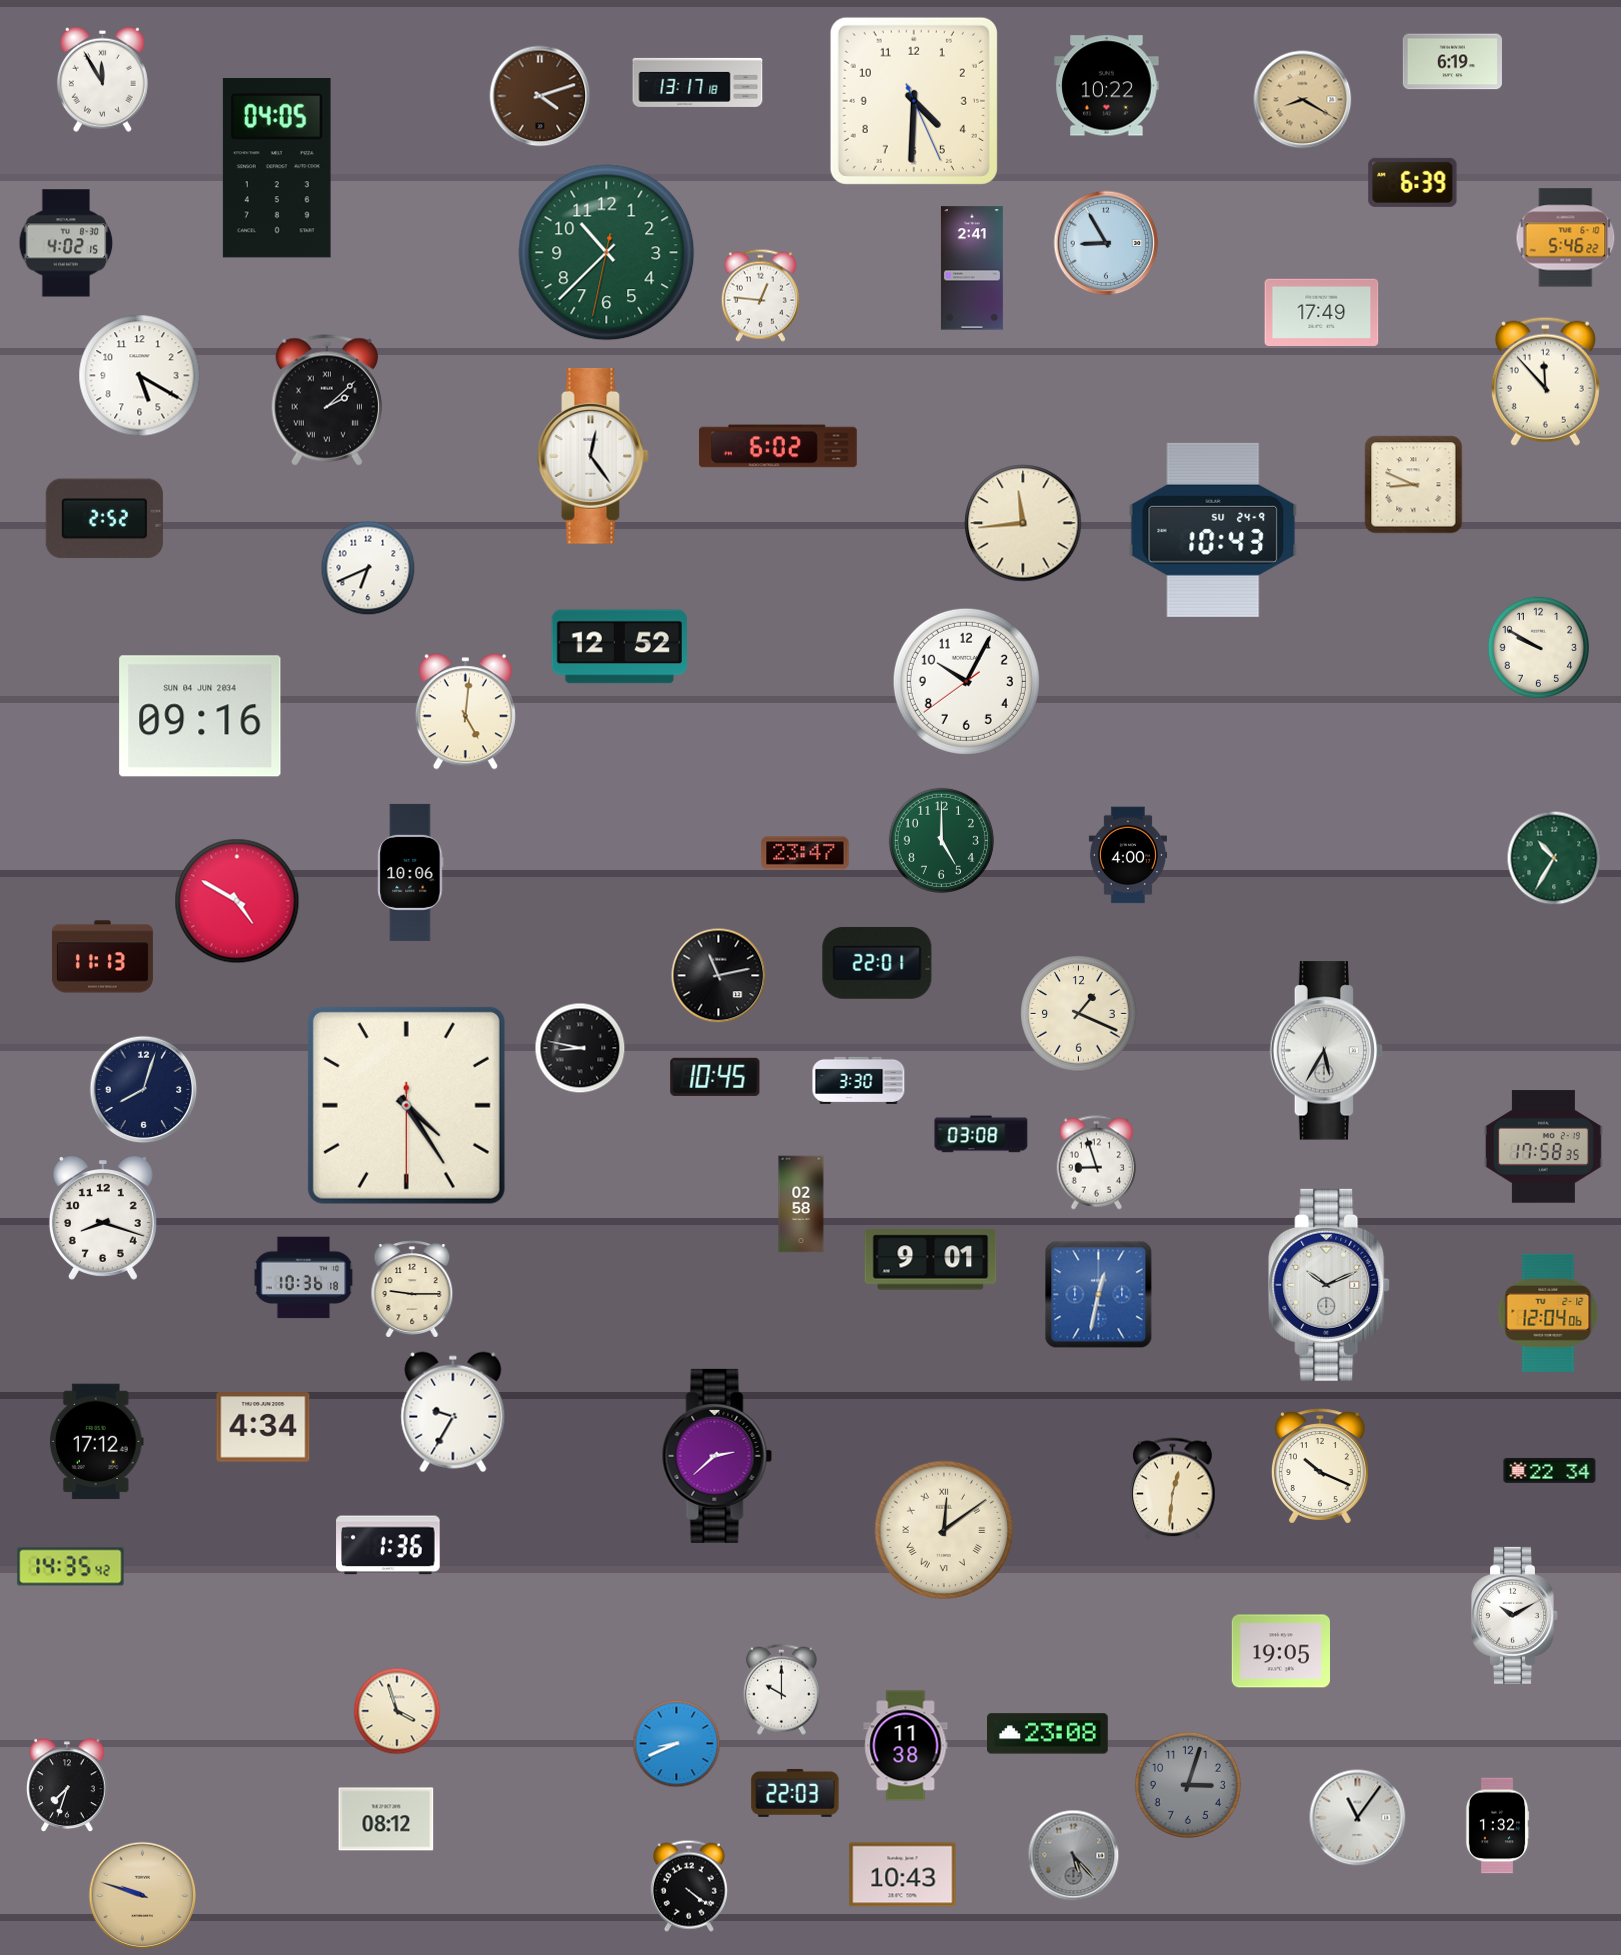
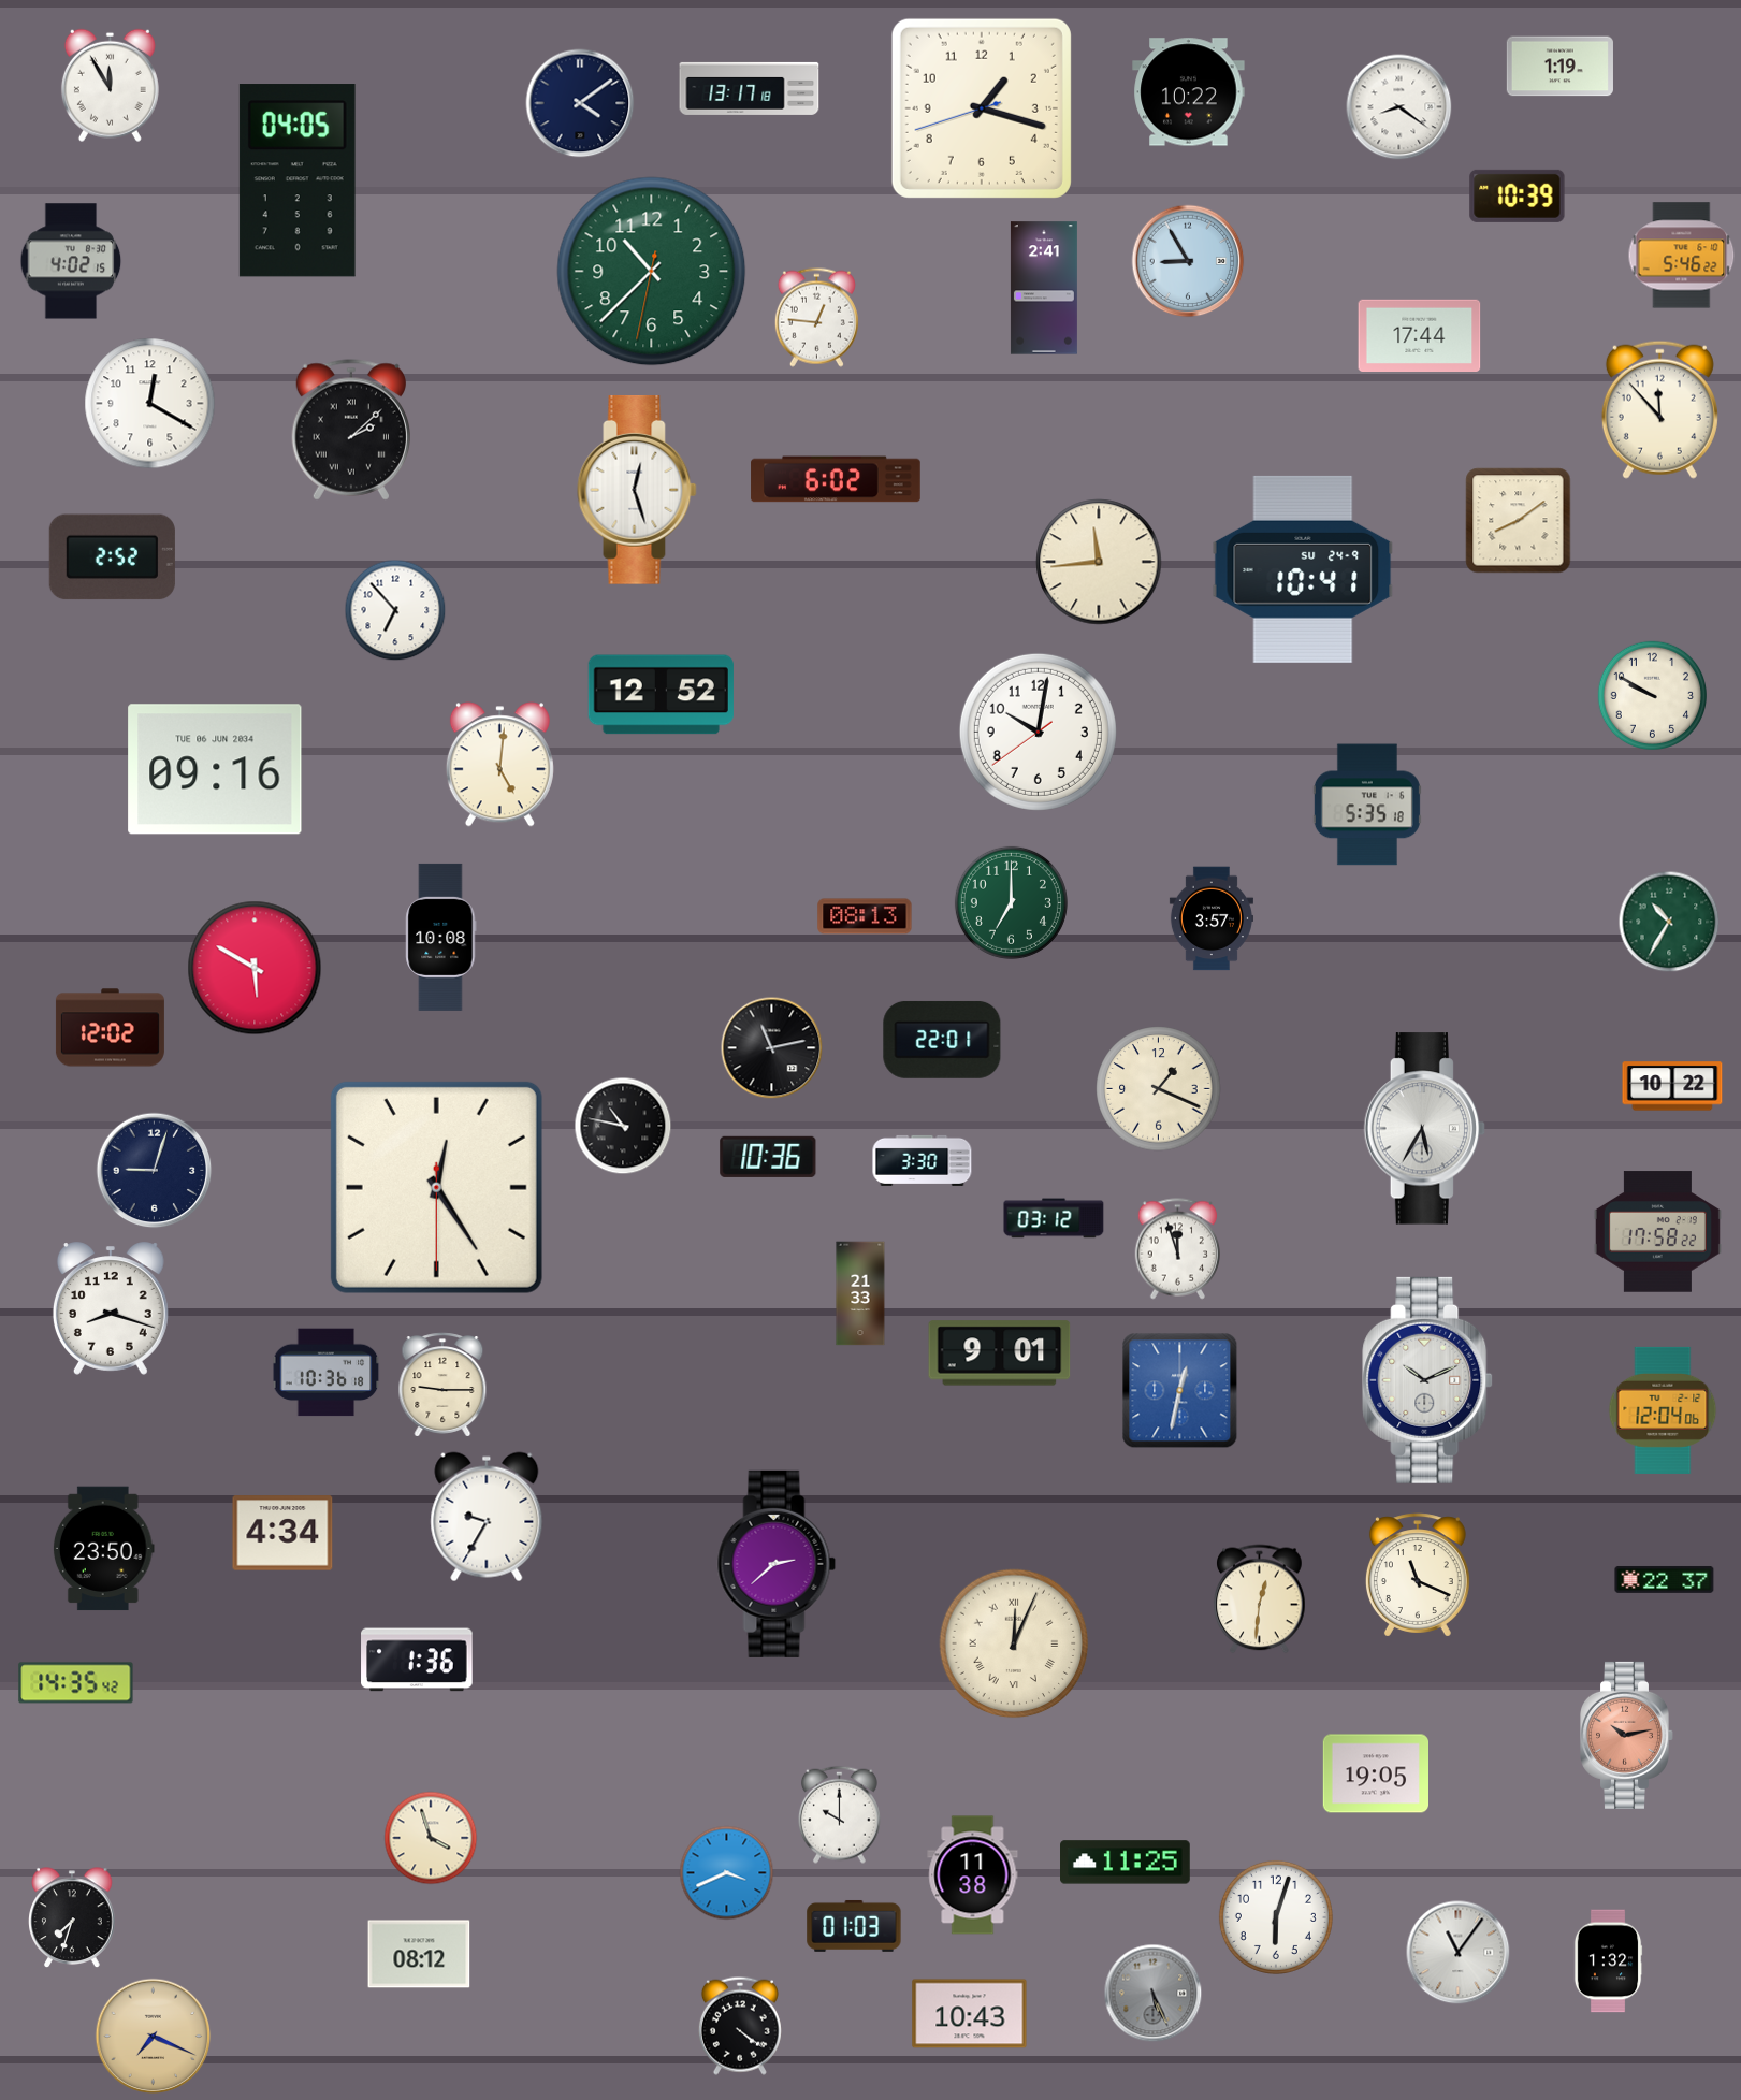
clock at (1452, 62): 6:19 -> 1:19
clock at (540, 96): 4:12 -> 4:09
clock at (540, 96) dial: brown -> navy
clock at (1303, 100): 8:20 -> 8:21
clock at (1303, 100) dial: champagne -> white
clock at (914, 101): 4:30 -> 1:17
clock at (1413, 182): 6:39 -> 10:39
clock at (1322, 312): 17:49 -> 17:44
clock at (140, 376): 5:20 -> 12:20
clock at (593, 456): 12:24 -> 12:27
clock at (1414, 485): 8:49 -> 8:09
clock at (1213, 530): 10:43 -> 10:41
clock at (368, 568): 6:41 -> 6:53
clock at (619, 647) position: (619, 647) -> (661, 695)
clock at (966, 681): 10:04 -> 10:01
clock at (200, 716) date: SUN 04 JUN 2034 -> TUE 06 JUN 2034
clock at (1367, 805): none -> 5:35
clock at (941, 840): 5:00 -> 7:00
clock at (805, 853): 23:47 -> 08:13
clock at (1128, 855): 4:00 -> 3:57
clock at (411, 872): 10:06 -> 10:08
clock at (237, 901): 4:50 -> 5:50
clock at (102, 957): 11:13 -> 12:02
clock at (877, 963) position: (877, 963) -> (942, 1040)
clock at (1672, 1086): none -> 10:22
clock at (580, 1048): 8:47 -> 10:47
clock at (715, 1077): 10:45 -> 10:36
clock at (144, 1090): 8:03 -> 9:03
clock at (406, 1105): 4:24 -> 12:24
clock at (981, 1134): 03:08 -> 03:12
clock at (1543, 1147): 17:58:35 -> 17:58:22
clock at (1096, 1163): 8:57 -> 11:57
clock at (801, 1204): 02:58 -> 21:33
clock at (96, 1442): 17:12 -> 23:50
clock at (717, 1456) position: (717, 1456) -> (777, 1564)
clock at (1320, 1466): 10:19 -> 11:19
clock at (1550, 1470): 22:34 -> 22:37
clock at (944, 1530): 12:09 -> 12:04
clock at (1515, 1615): 10:10 -> 10:13
clock at (1515, 1615) dial: white -> salmon
clock at (397, 1711) position: (397, 1711) -> (431, 1838)
clock at (1048, 1734): 23:08 -> 11:25
clock at (677, 1744): 8:41 -> 3:41
clock at (1188, 1785): 3:03 -> 6:03
clock at (1188, 1785) dial: grey -> white
clock at (795, 1793): 22:03 -> 01:03
clock at (386, 1819) position: (386, 1819) -> (419, 1954)
clock at (1074, 1856): 5:23 -> 5:26
clock at (143, 1896): 9:48 -> 7:19
